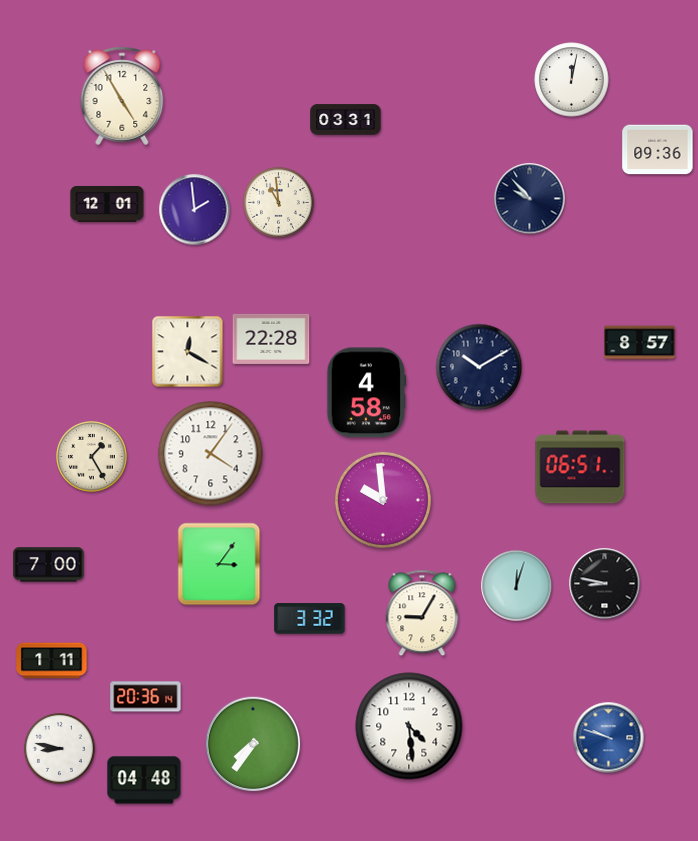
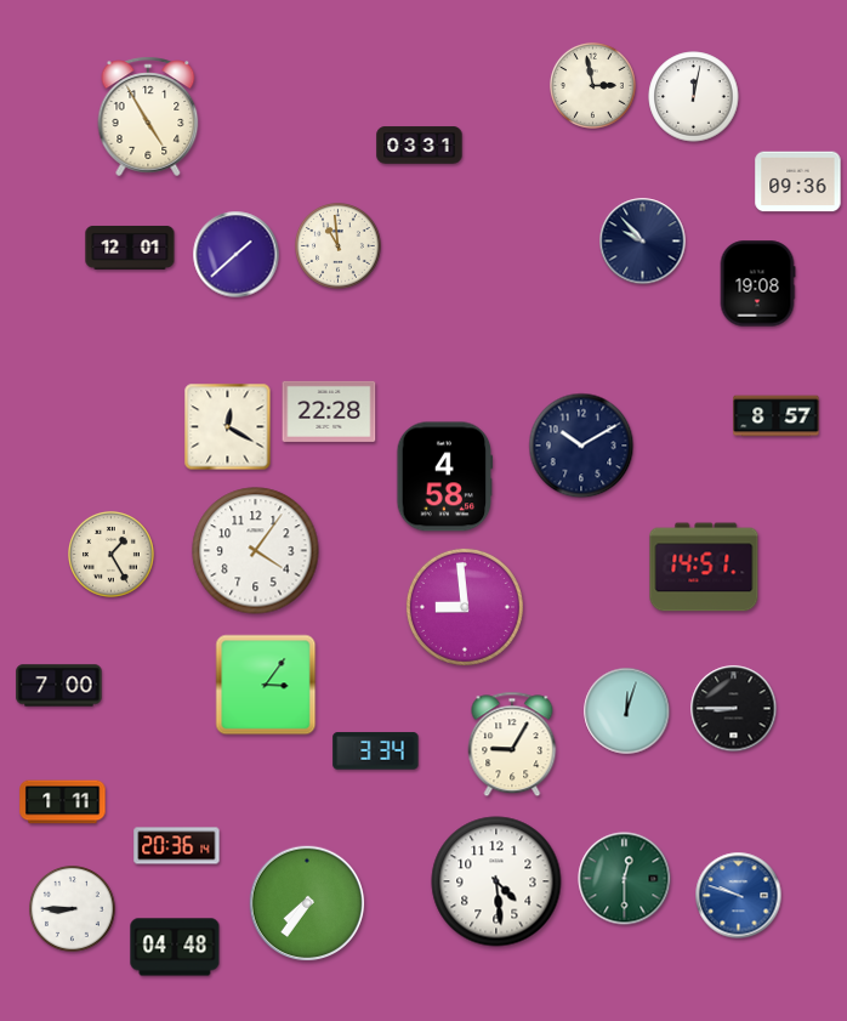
clock at (593, 86): none -> 2:58
clock at (195, 210): 1:59 -> 1:38
clock at (757, 284): none -> 19:08
clock at (580, 467): 06:51 -> 14:51
clock at (383, 500): 9:59 -> 8:59
clock at (605, 584): 8:47 -> 8:45
clock at (310, 619): 3:32 -> 3:34
clock at (625, 879): none -> 12:30
clock at (60, 749): 8:47 -> 8:45
